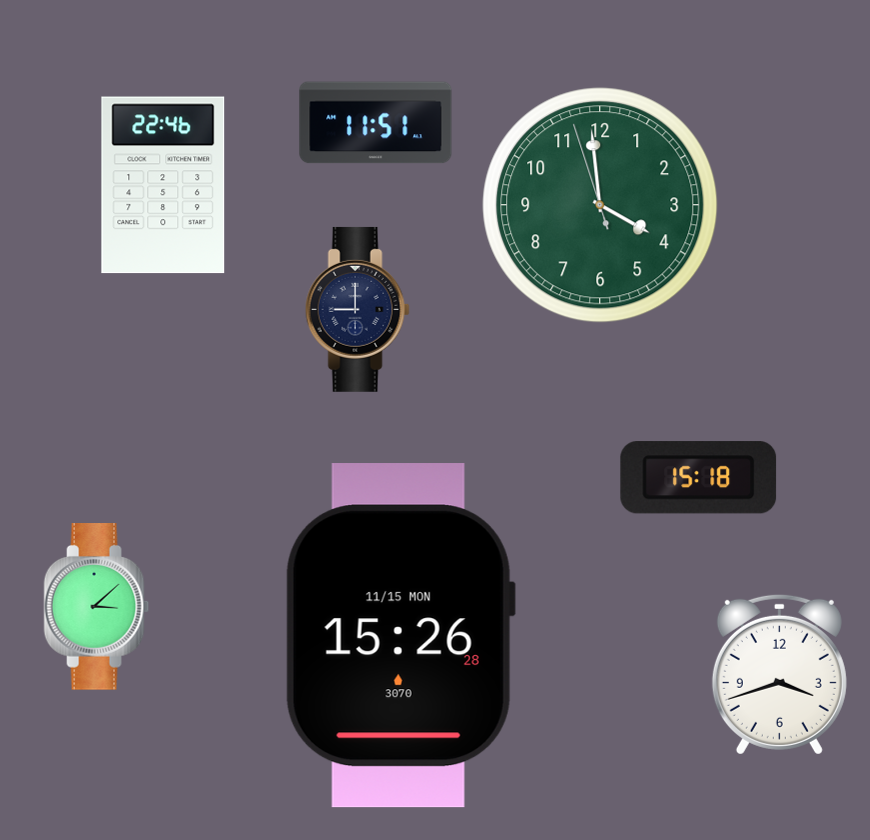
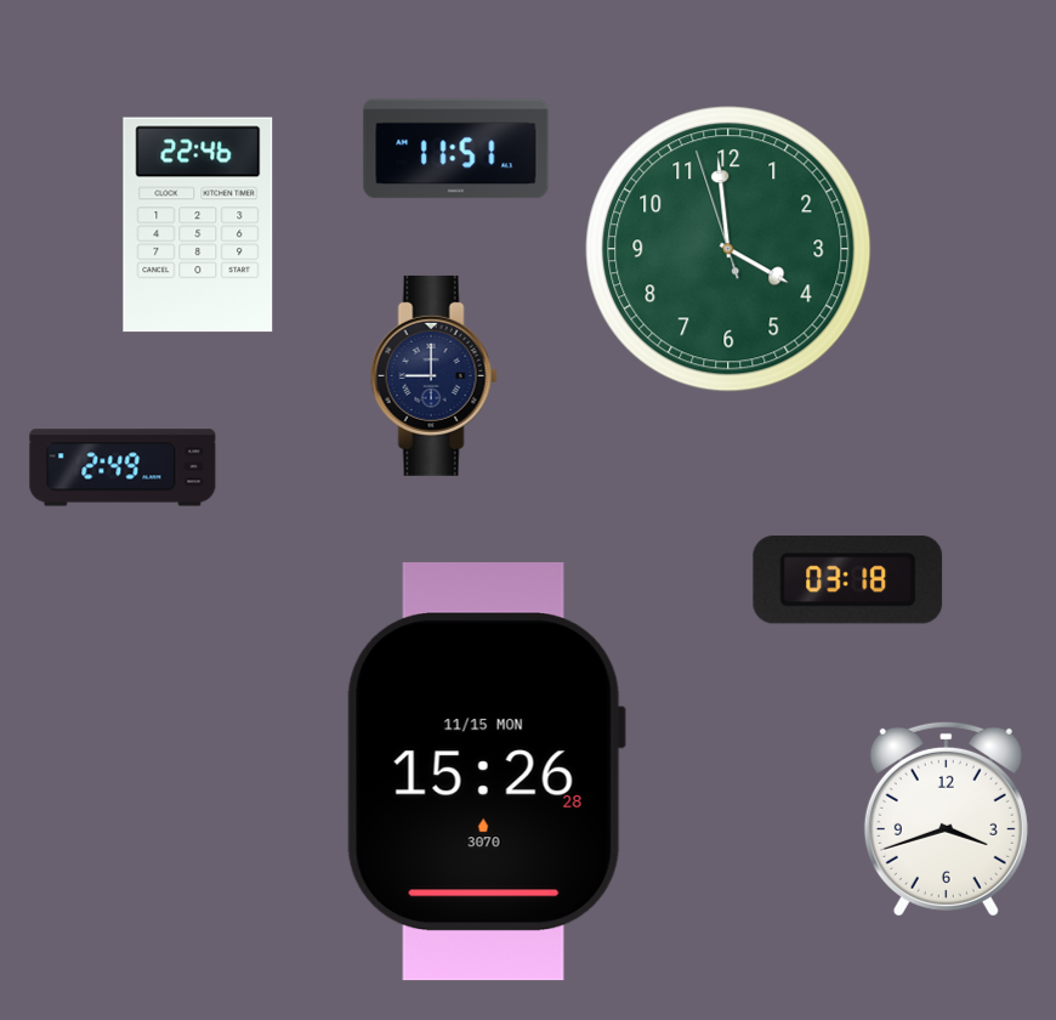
clock at (123, 467): none -> 2:49
clock at (699, 478): 15:18 -> 03:18
clock at (97, 607): 3:08 -> none
